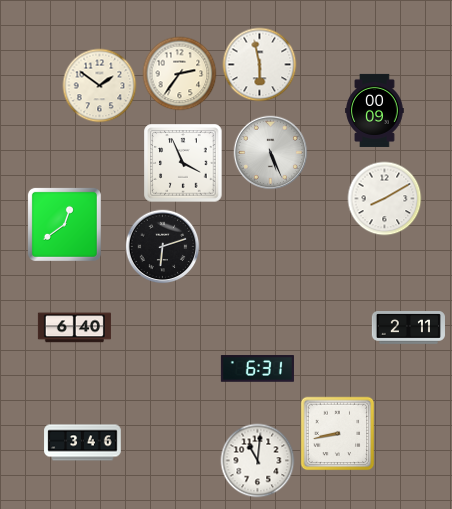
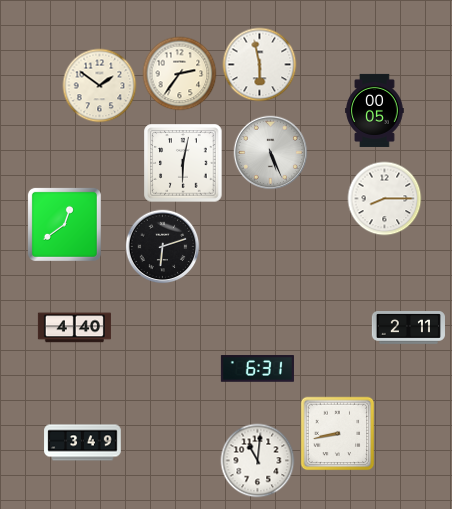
clock at (375, 110): 00:09 -> 00:05
clock at (183, 163): 3:56 -> 6:02
clock at (385, 199): 8:10 -> 8:15
clock at (74, 328): 6:40 -> 4:40
clock at (83, 443): 3:46 -> 3:49
